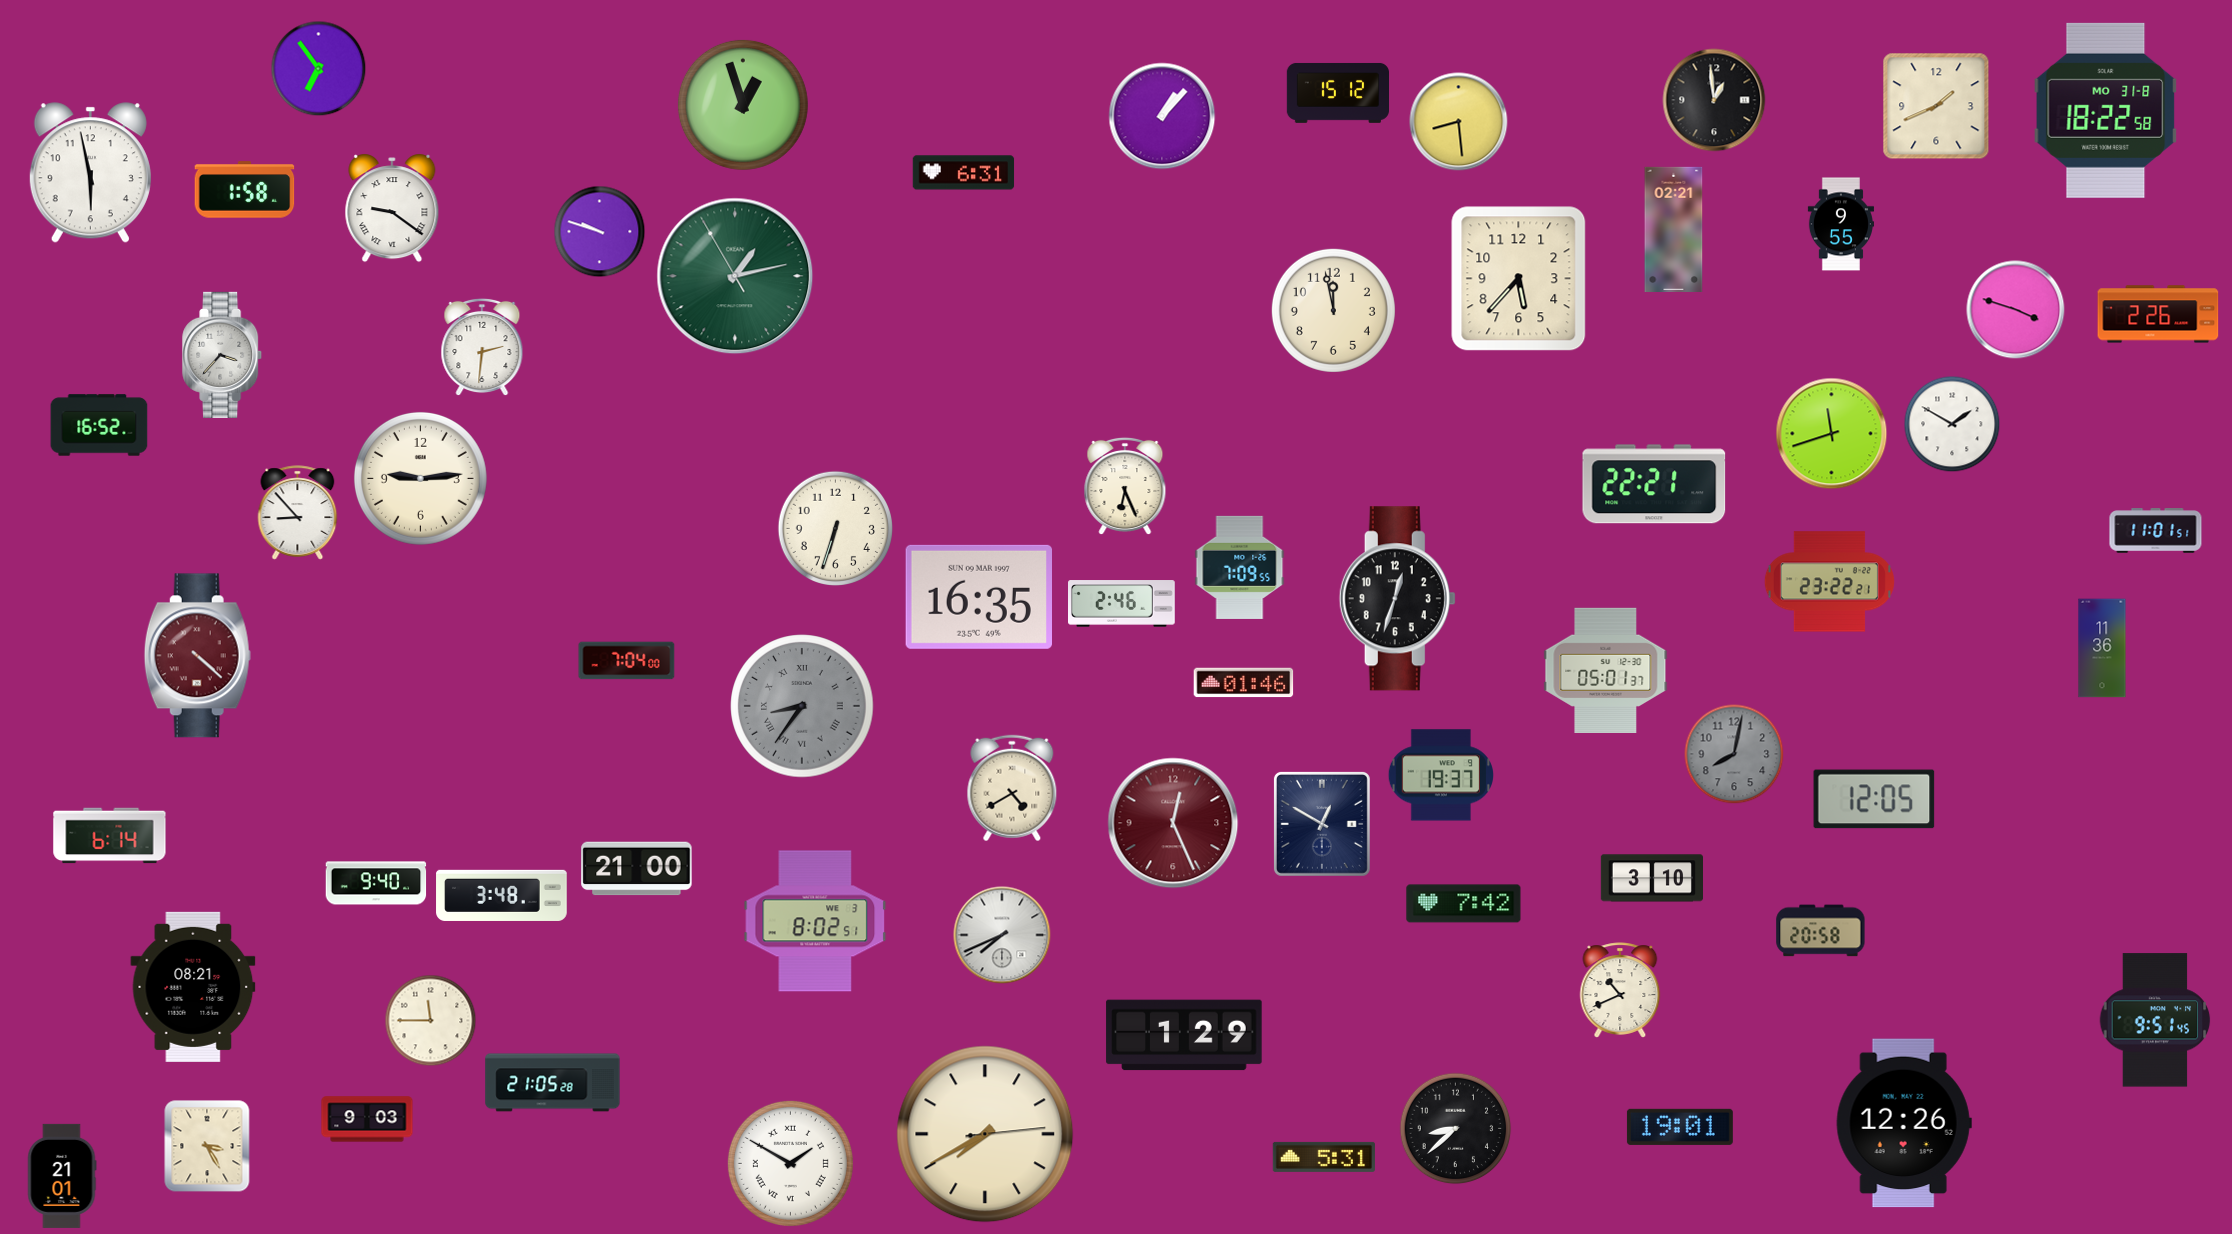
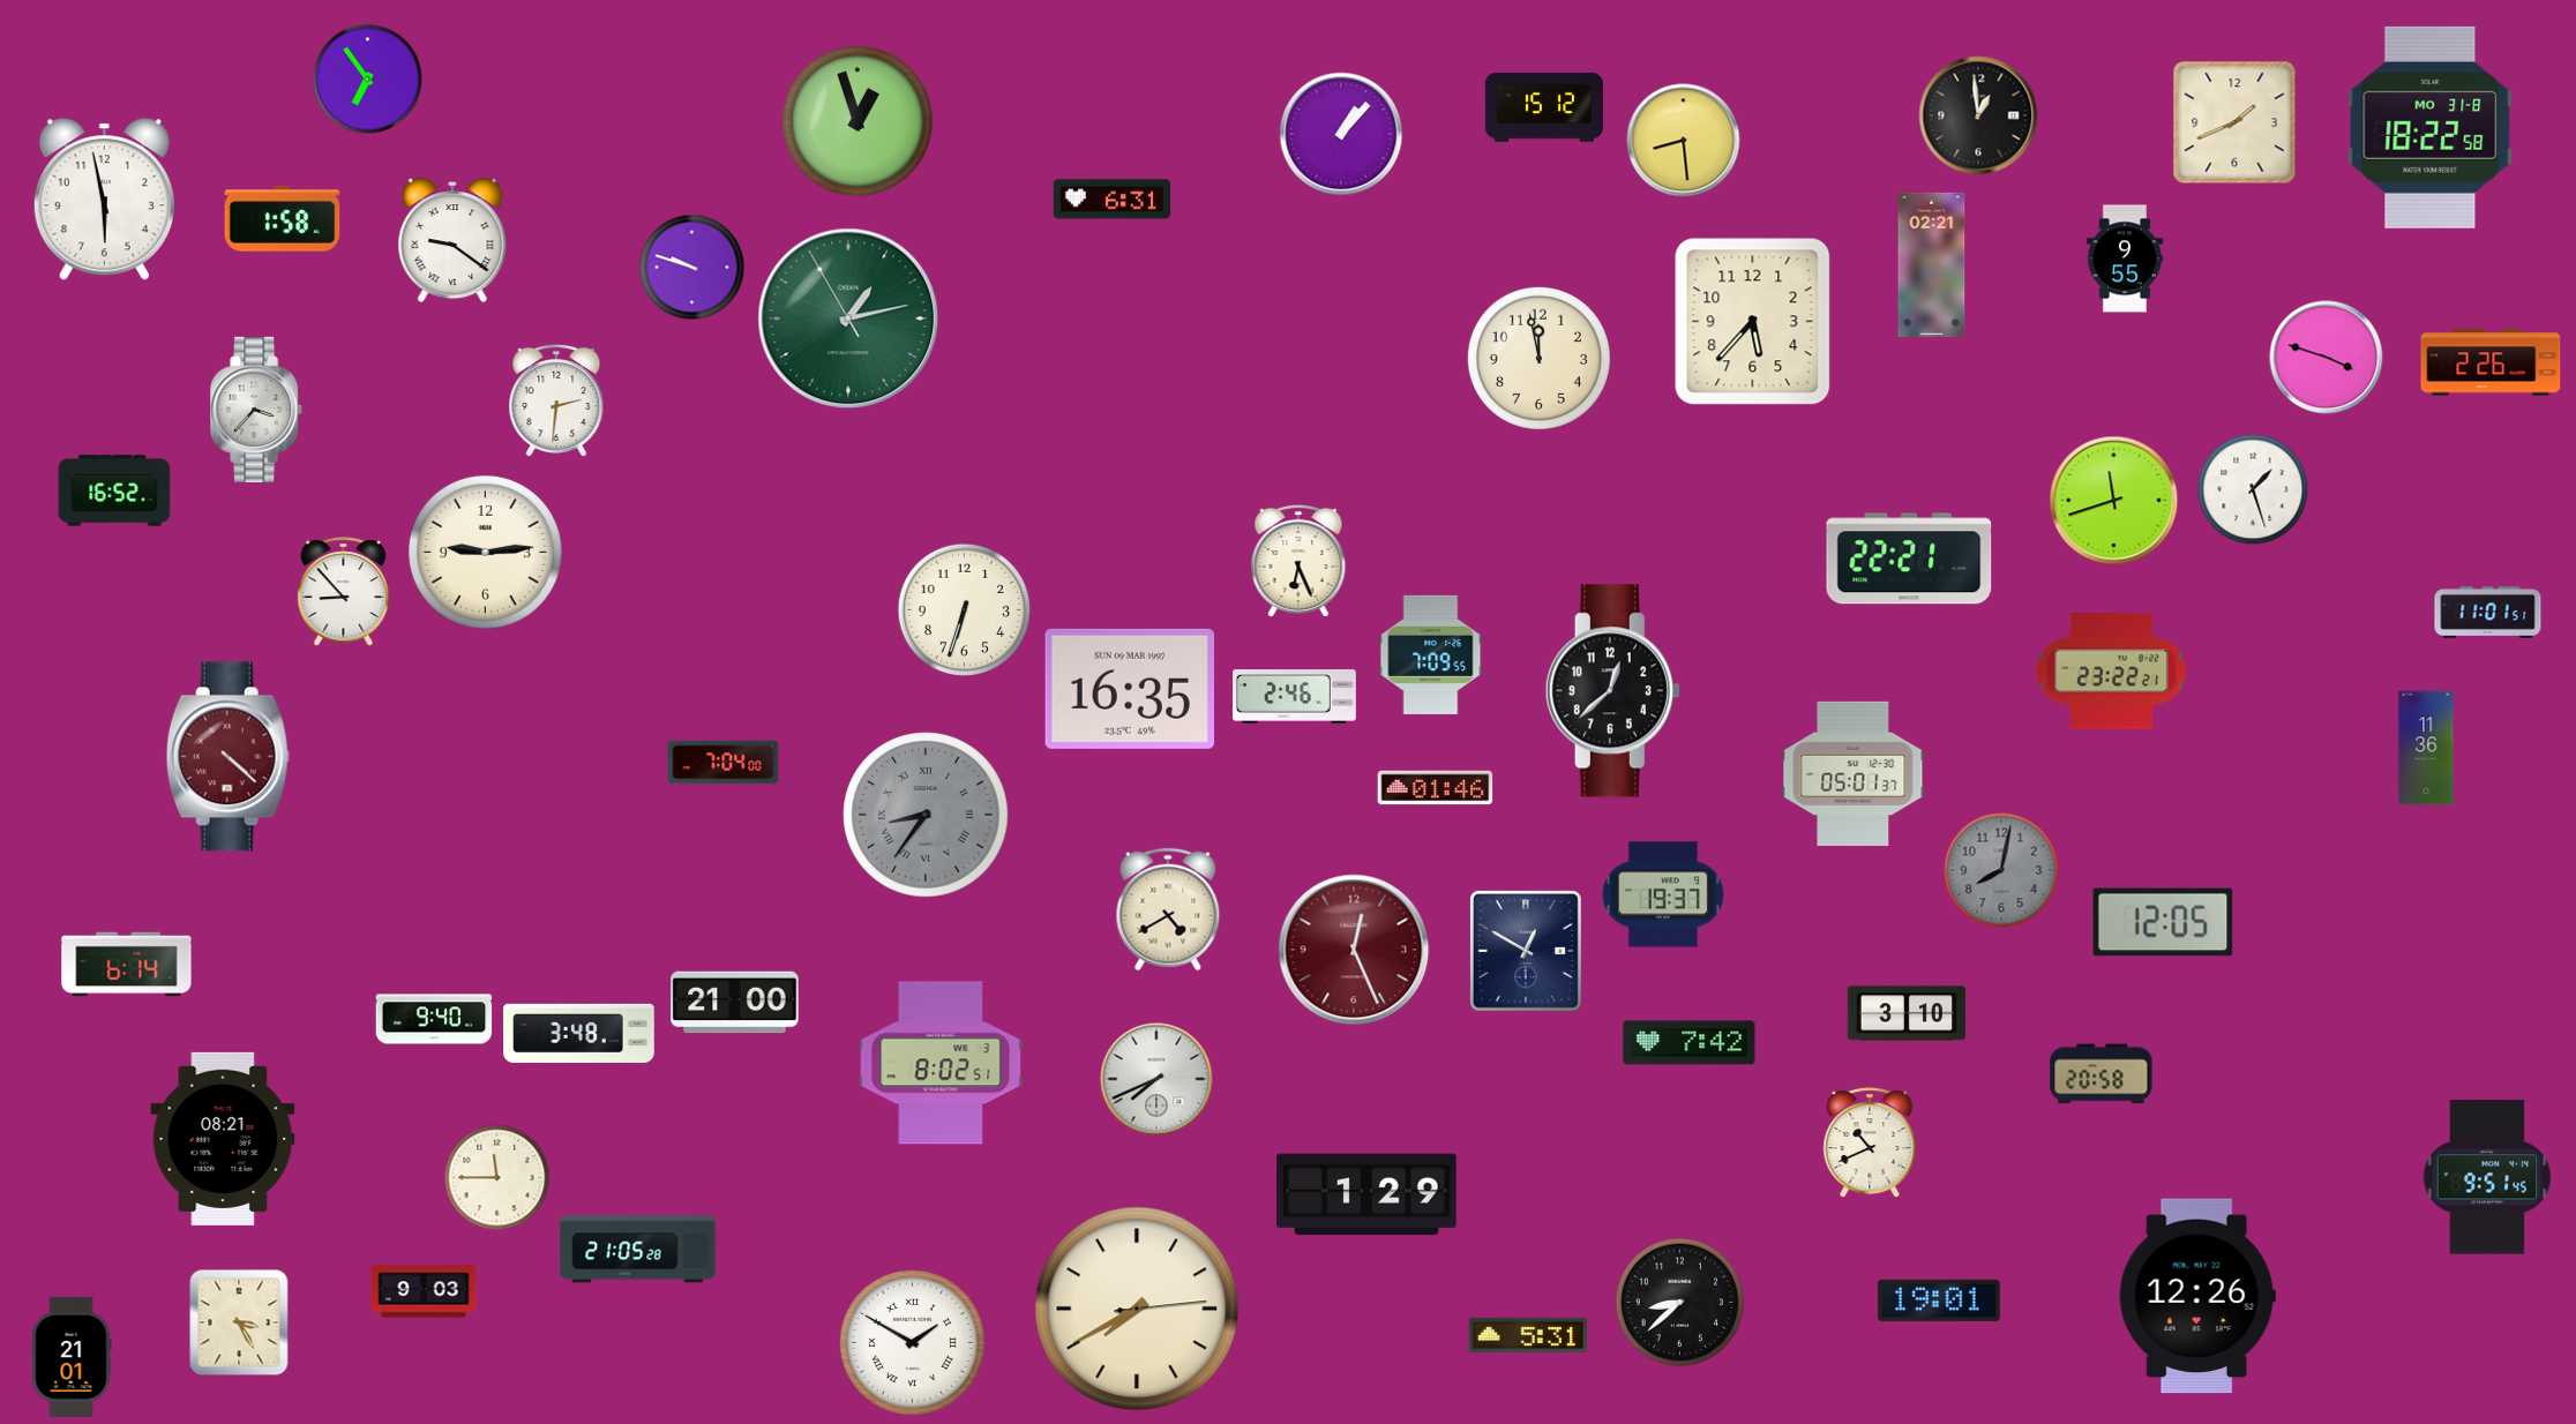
clock at (1952, 424): 1:50 -> 1:27
clock at (1397, 599): 12:33 -> 12:38
